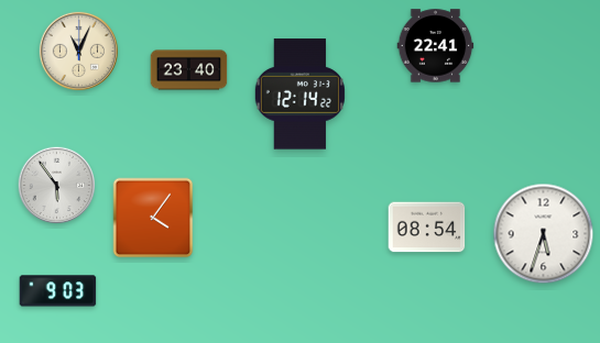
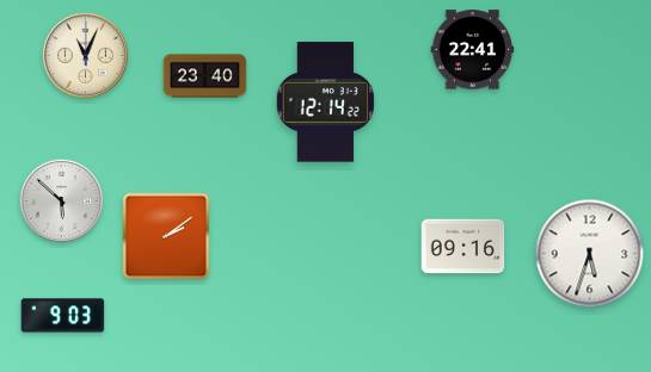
clock at (57, 186): 5:54 -> 5:52
clock at (153, 218): 4:06 -> 2:09
clock at (427, 228): 08:54 -> 09:16
